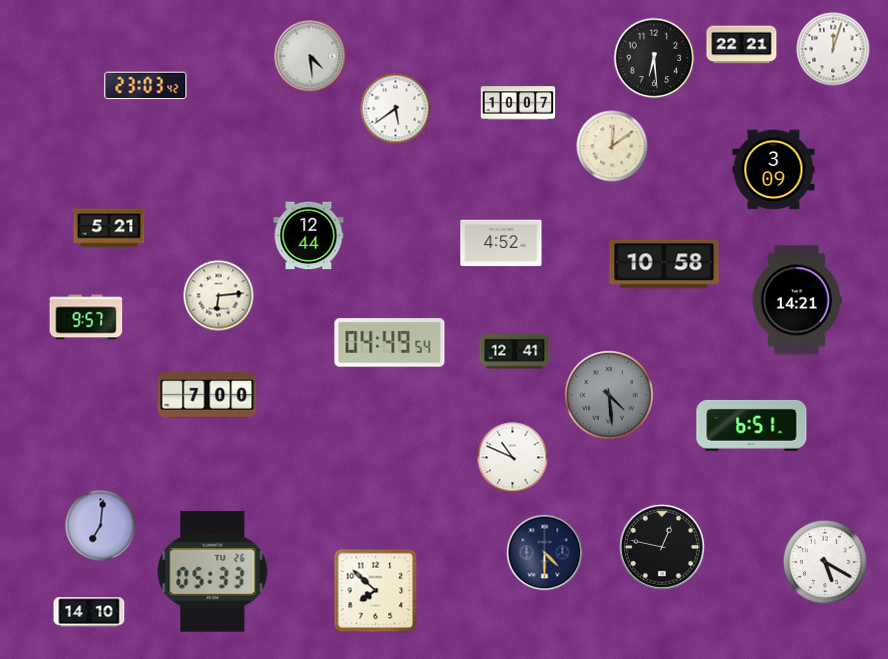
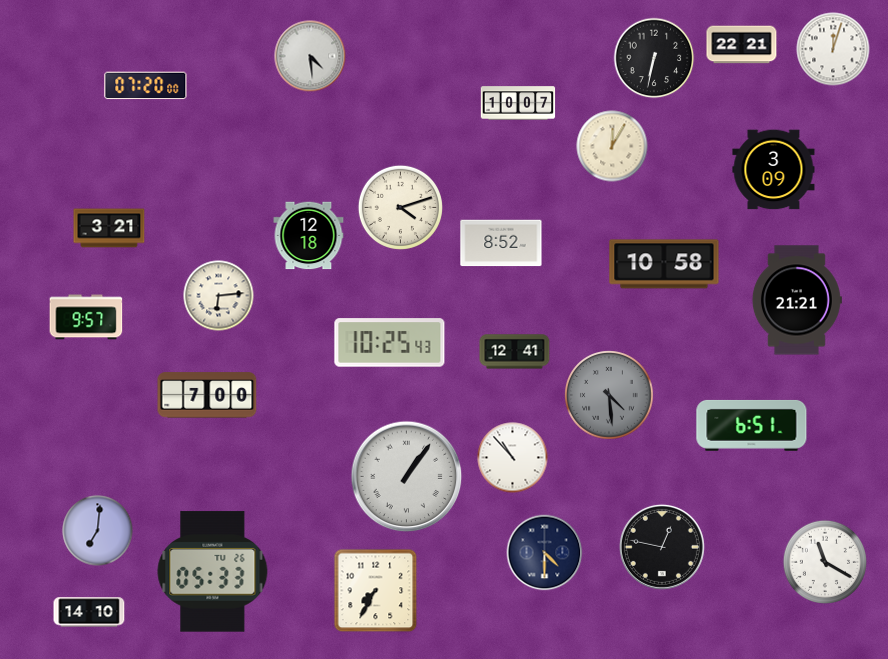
clock at (654, 58): 6:29 -> 6:32
clock at (146, 86): 23:03 -> 07:20
clock at (396, 109): 5:39 -> none
clock at (612, 146): 12:09 -> 12:05
clock at (400, 207): none -> 4:12
clock at (109, 228): 5:21 -> 3:21
clock at (309, 236): 12:44 -> 12:18
clock at (501, 243): 4:52 -> 8:52
clock at (796, 300): 14:21 -> 21:21
clock at (390, 343): 04:49 -> 10:25
clock at (513, 458): 10:49 -> 10:53
clock at (407, 477): none -> 1:06
clock at (101, 526) position: (101, 526) -> (98, 531)
clock at (824, 561): 5:20 -> 11:20
clock at (376, 591): 7:52 -> 7:35
